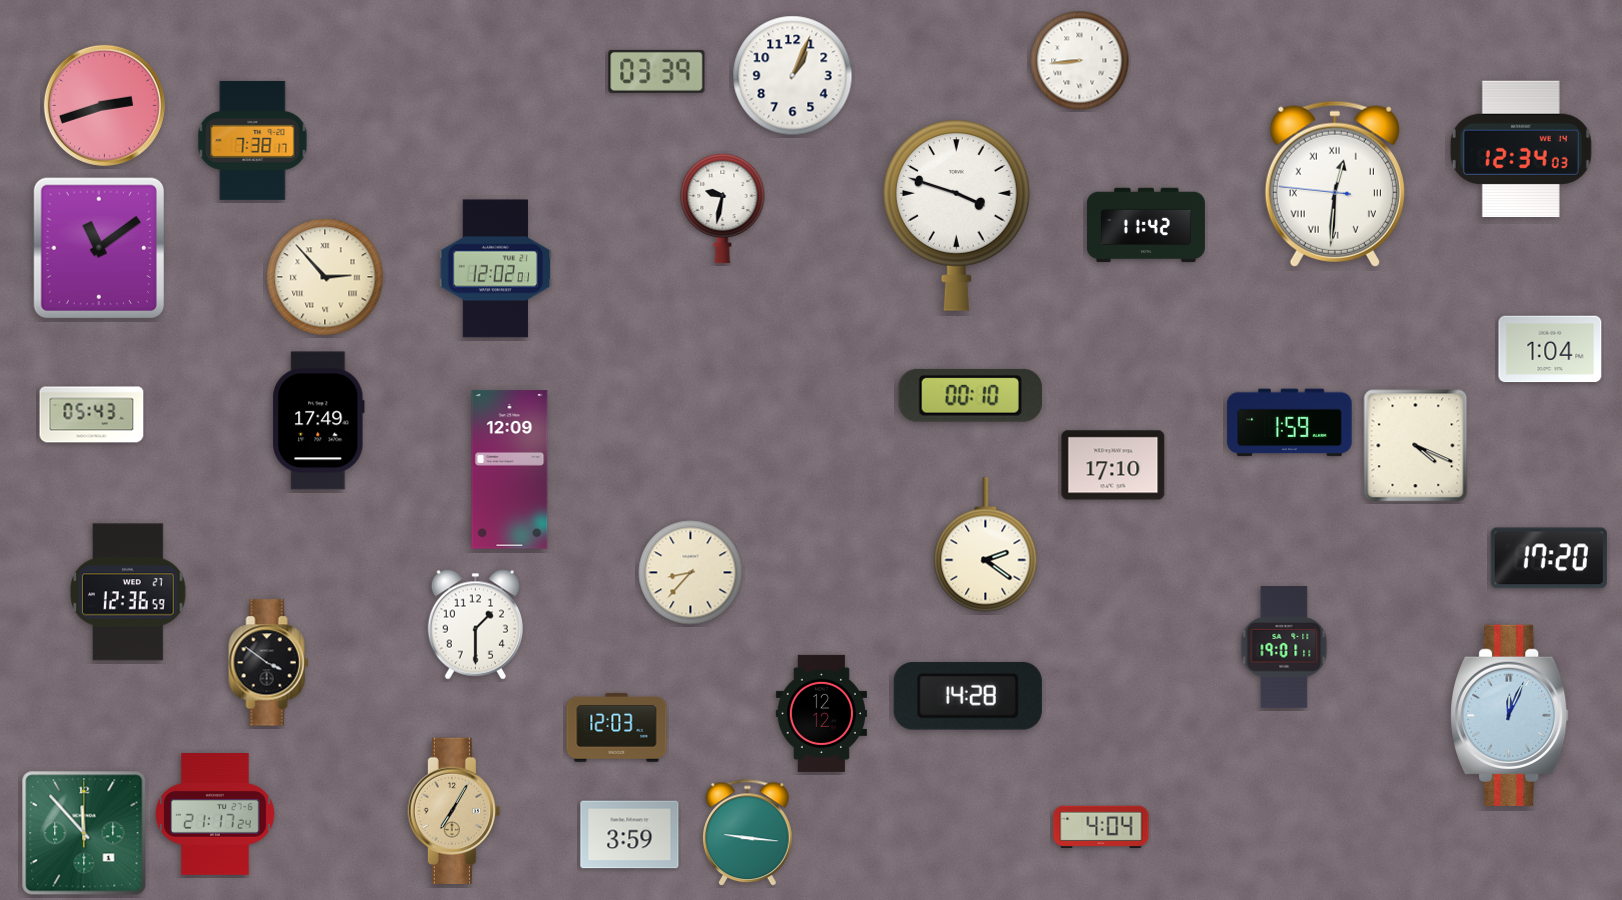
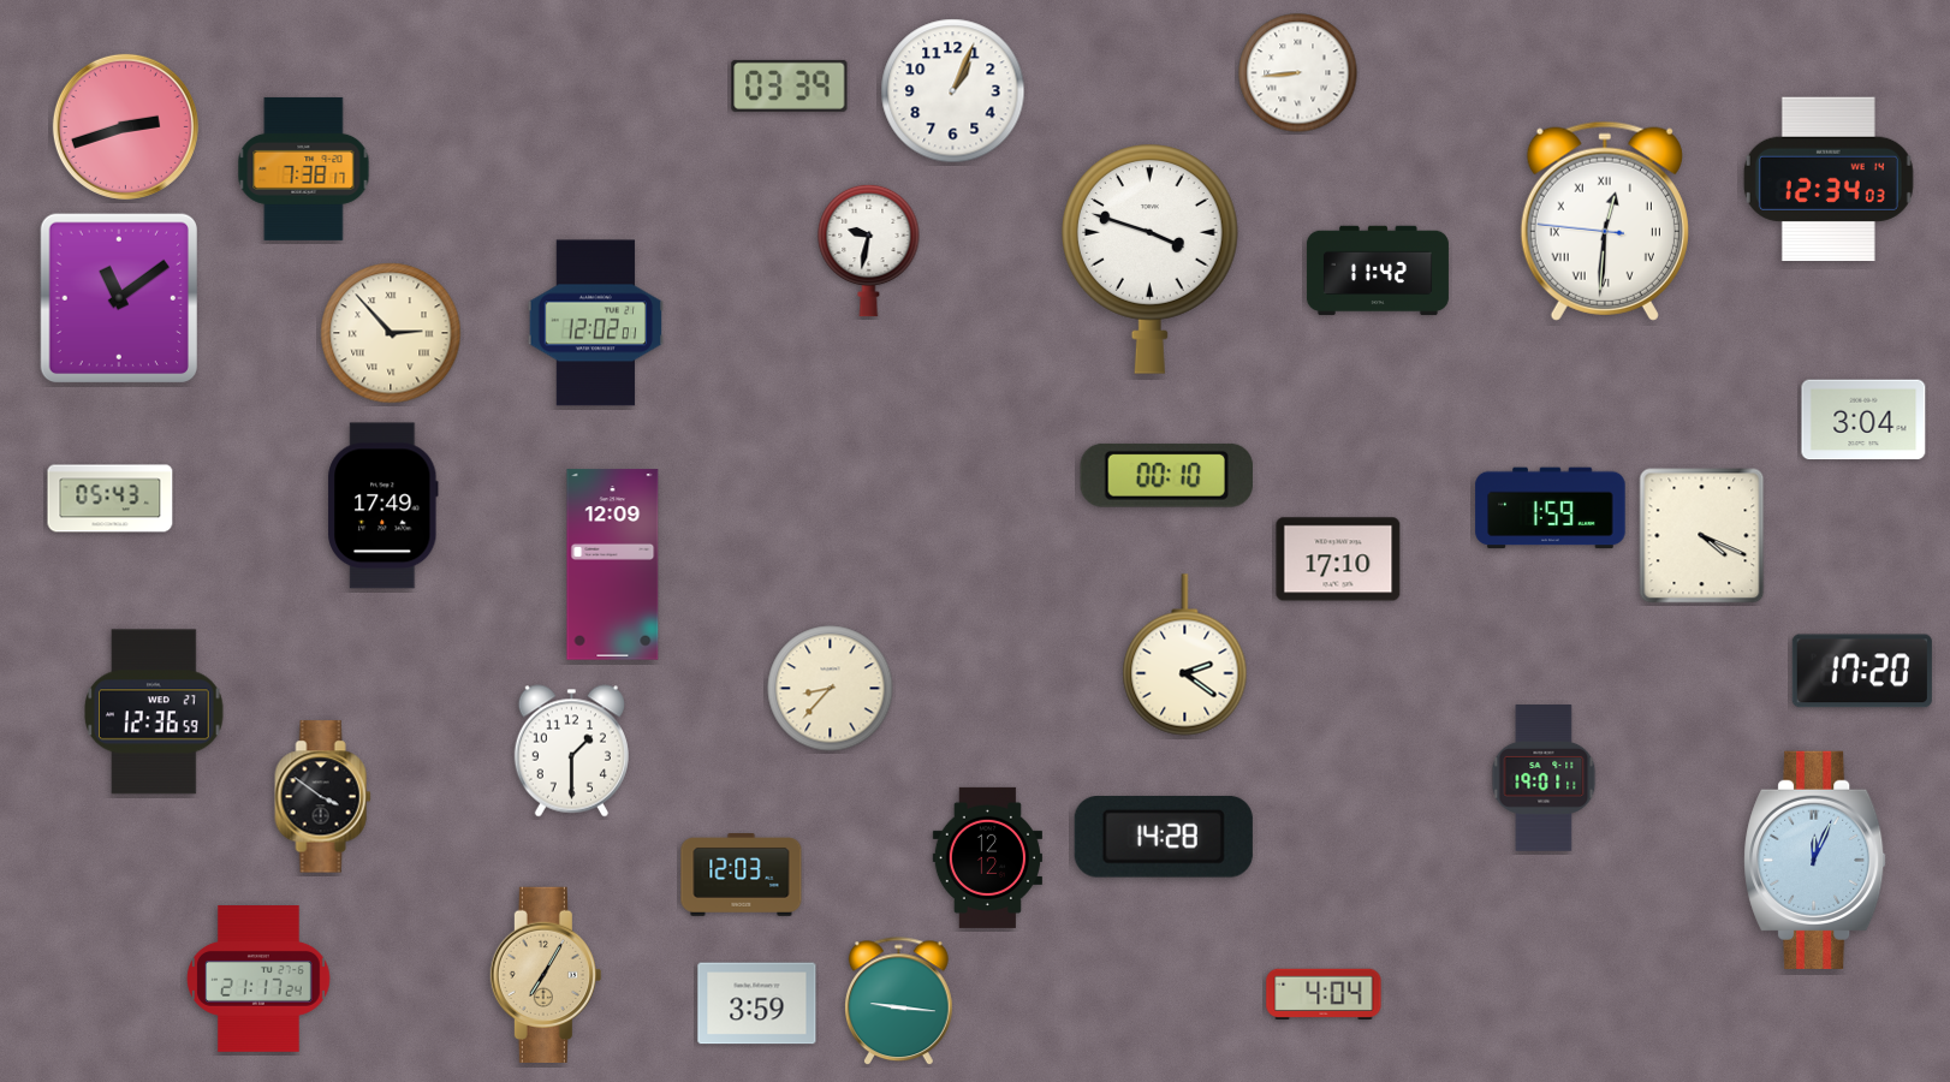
clock at (1550, 349): 1:04 -> 3:04
clock at (84, 833): 11:53 -> none
